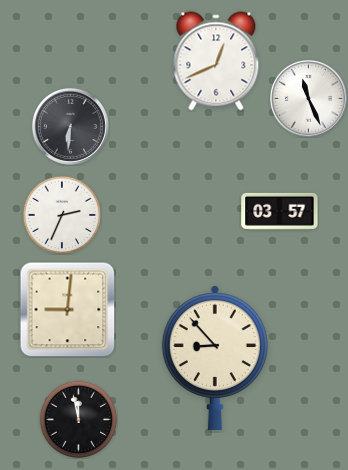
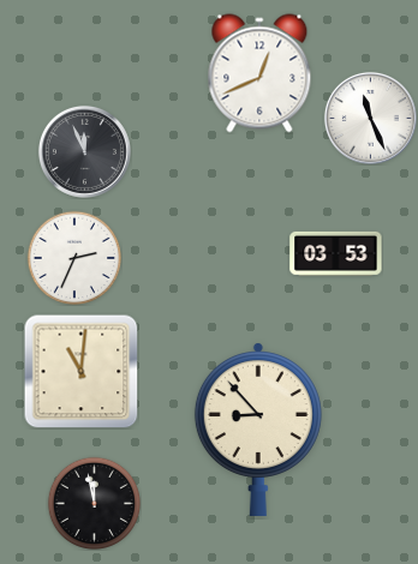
clock at (70, 126): 6:31 -> 11:56
clock at (280, 211): 03:57 -> 03:53
clock at (68, 310): 9:01 -> 11:01
